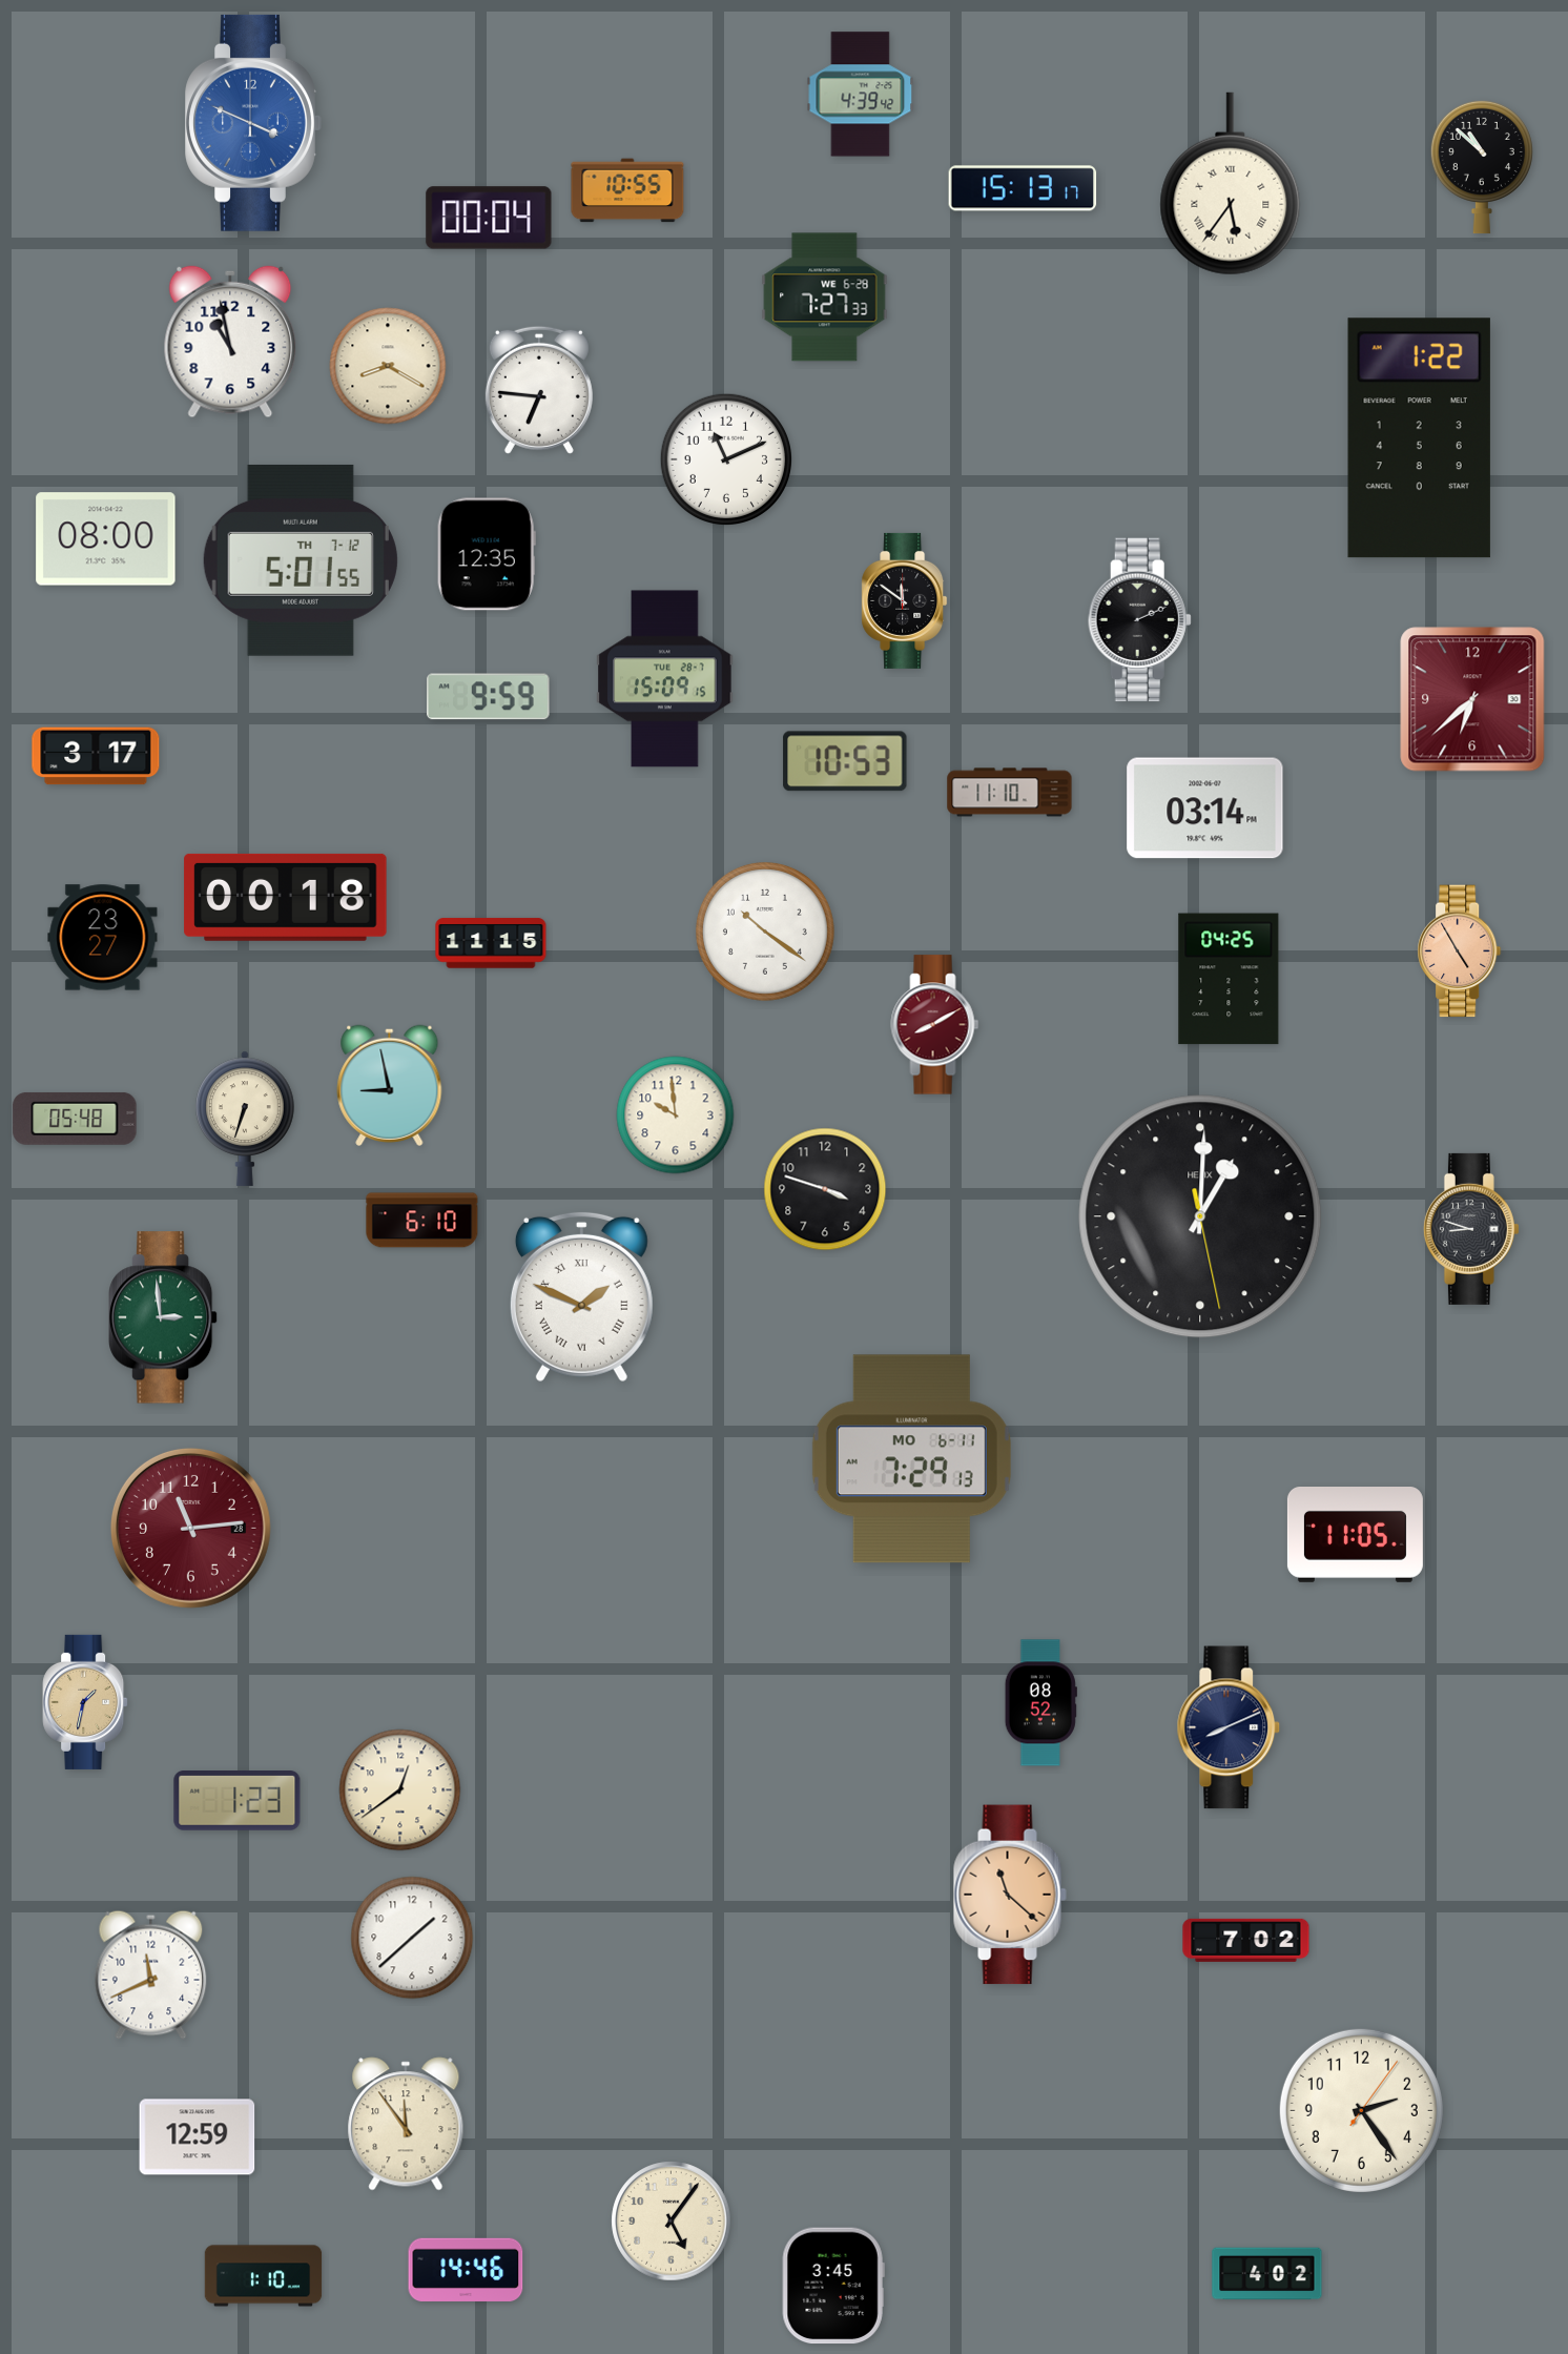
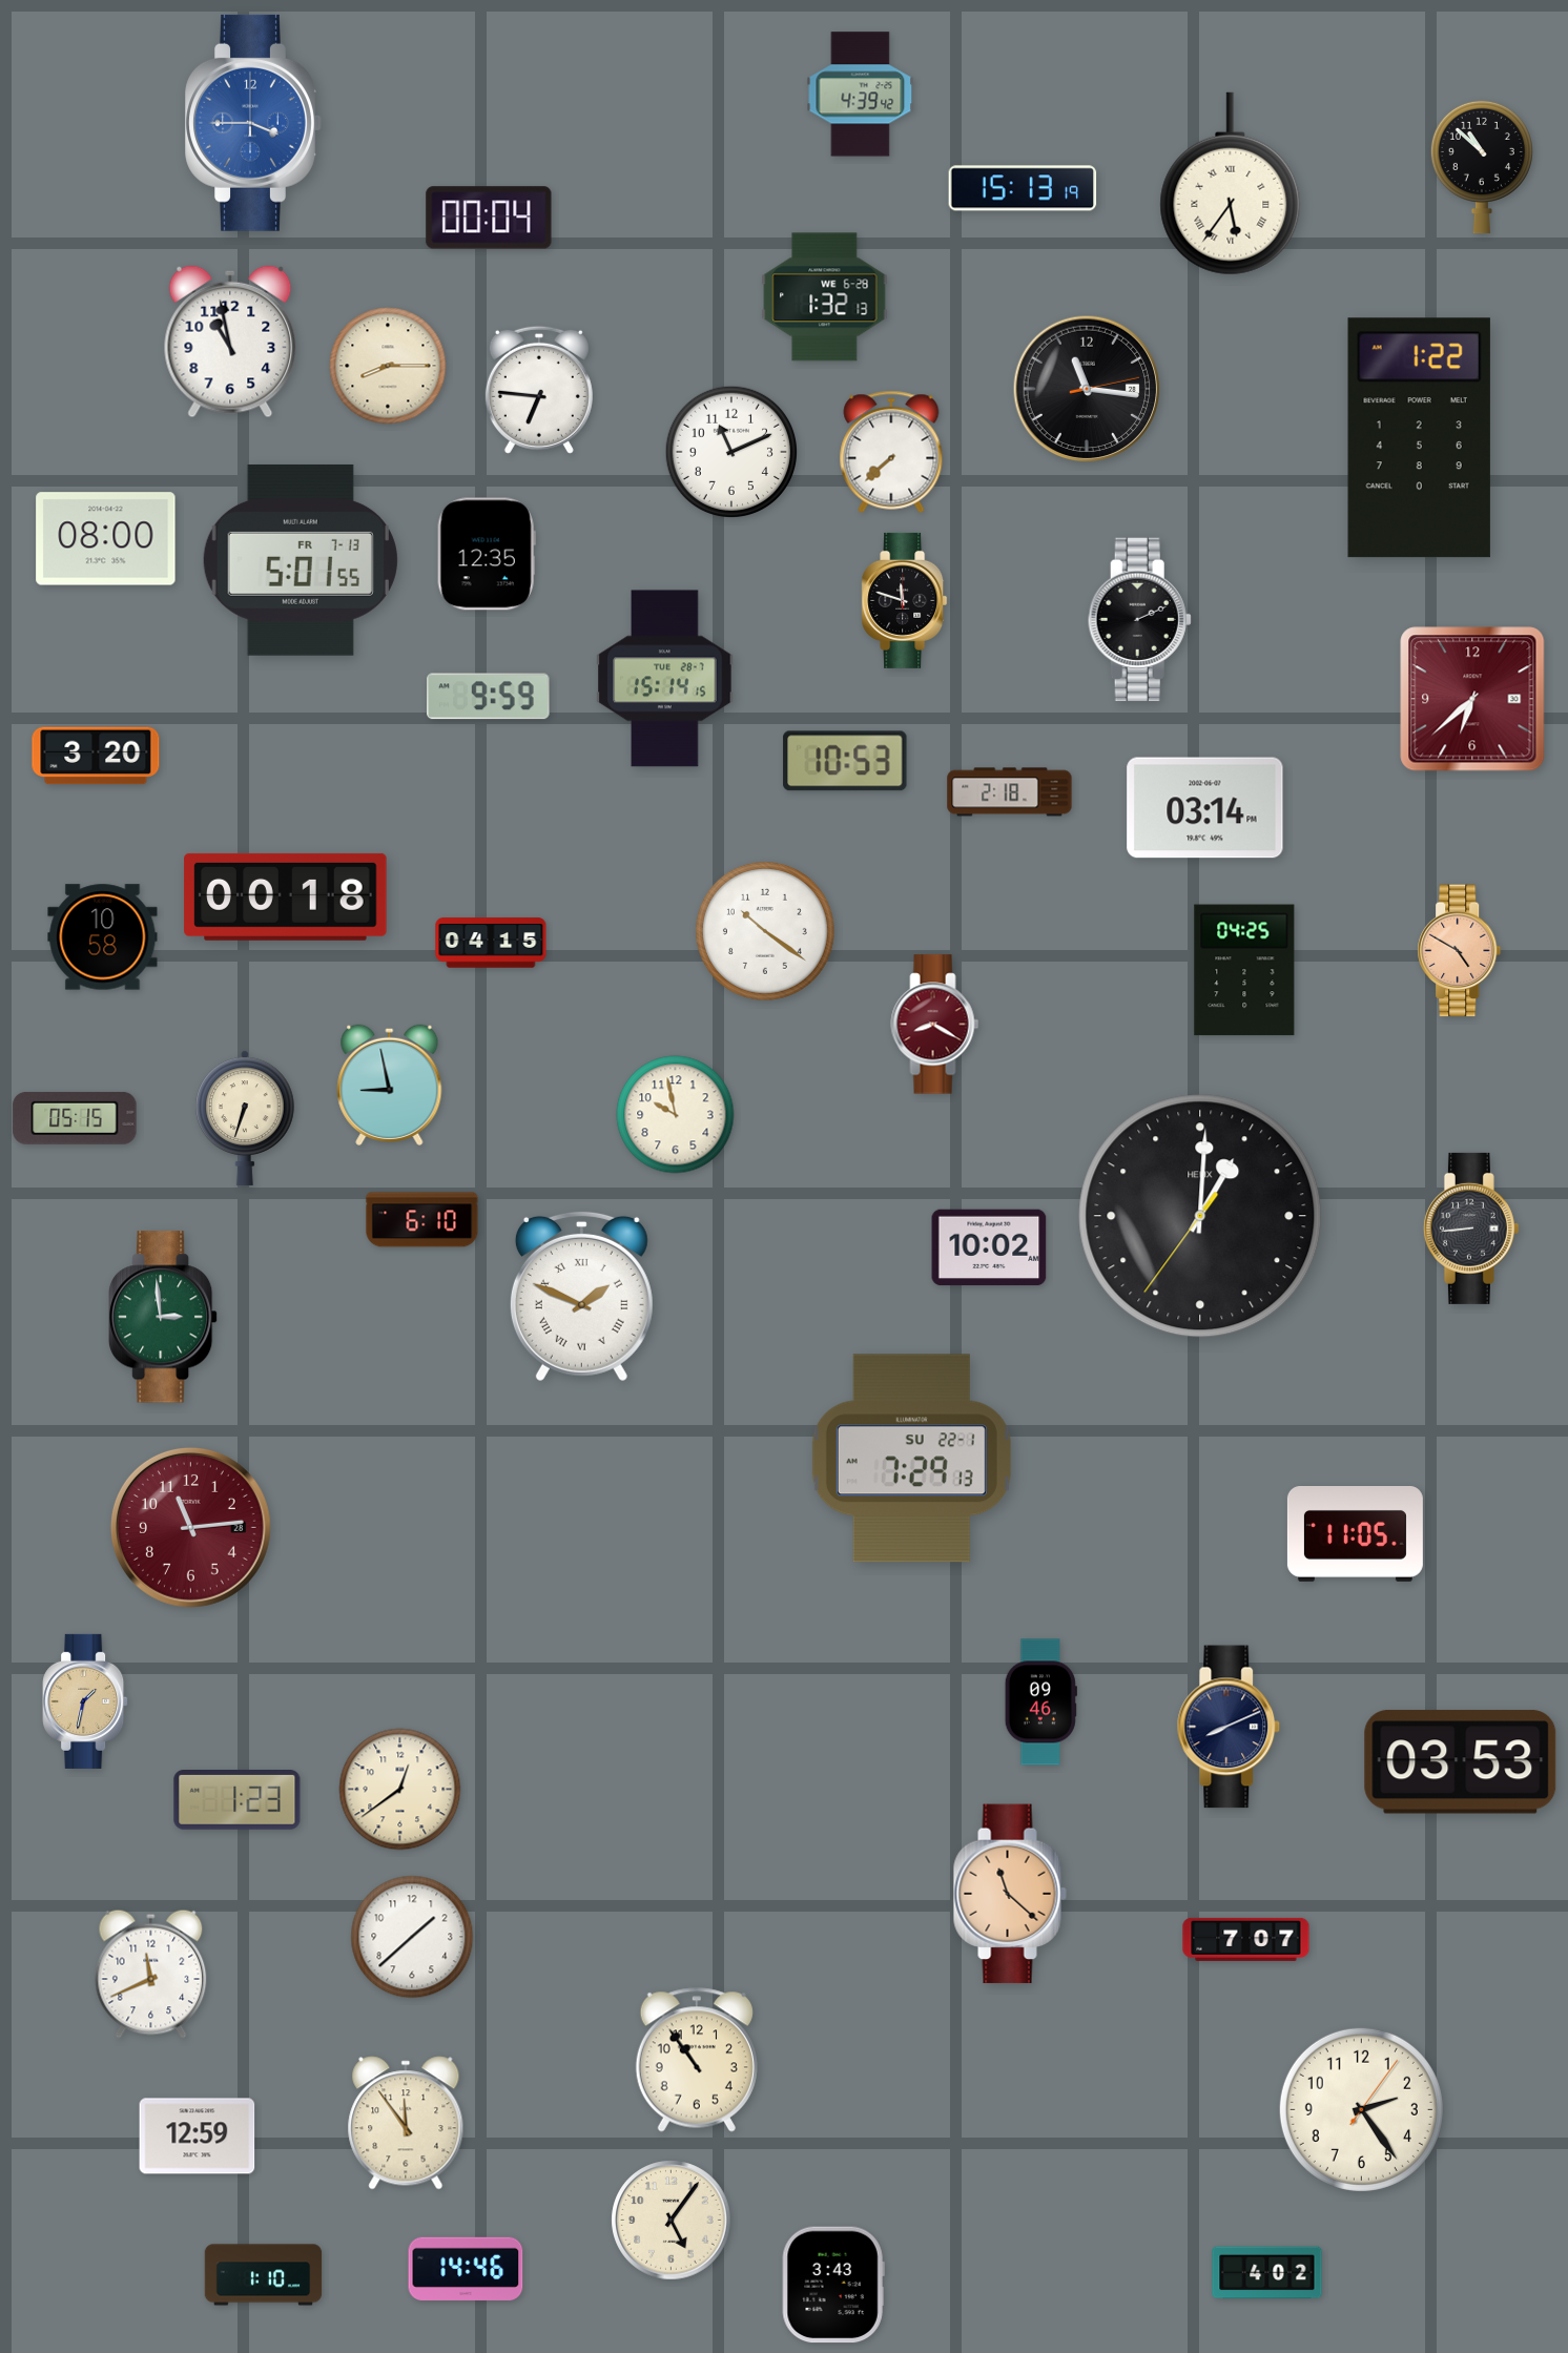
clock at (253, 123): 3:49 -> 3:45
clock at (1023, 188): 15:13:17 -> 15:13:19
clock at (627, 190): 10:55 -> none
clock at (825, 298): 7:27 -> 1:32
clock at (388, 366): 8:20 -> 8:15
clock at (1087, 389): none -> 11:16
clock at (891, 452): none -> 7:38
clock at (725, 458) position: (725, 458) -> (730, 451)
clock at (301, 560) date: TH 7-12 -> FR 7-13
clock at (905, 600): 11:51 -> 11:48
clock at (665, 679): 15:09 -> 15:14
clock at (96, 756): 3:17 -> 3:20
clock at (1010, 793): 11:10 -> 2:18
clock at (103, 938): 23:27 -> 10:58
clock at (491, 943): 11:15 -> 04:15
clock at (1460, 951): 4:55 -> 4:50
clock at (1229, 979) position: (1229, 979) -> (1244, 970)
clock at (935, 1025): 8:10 -> 8:20
clock at (676, 1115): 9:59 -> 9:58
clock at (75, 1119): 05:48 -> 05:15
clock at (825, 1189): 3:48 -> none
clock at (1200, 1216): 1:00:28 -> 1:00:36
clock at (1471, 1229): 8:48 -> 8:44
clock at (989, 1247): none -> 10:02
clock at (911, 1459) date: MO 6-11 -> SU 22-1
clock at (1040, 1703): 08:52 -> 09:46
clock at (1461, 1762): none -> 03:53
clock at (1246, 1940): 7:02 -> 7:07
clock at (697, 2060): none -> 10:54
clock at (833, 2286): 3:45 -> 3:43
